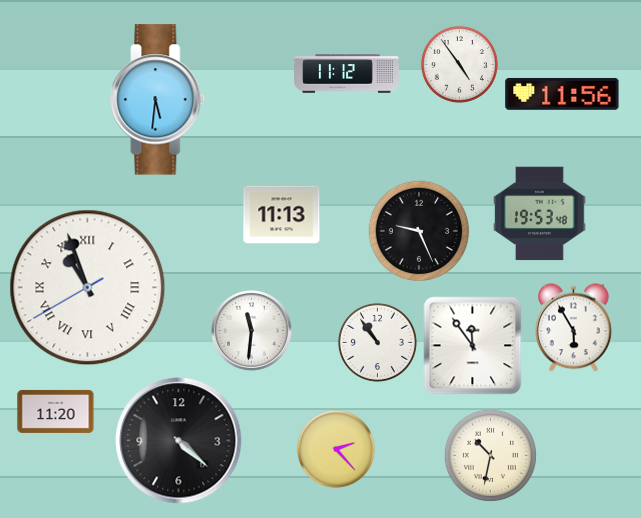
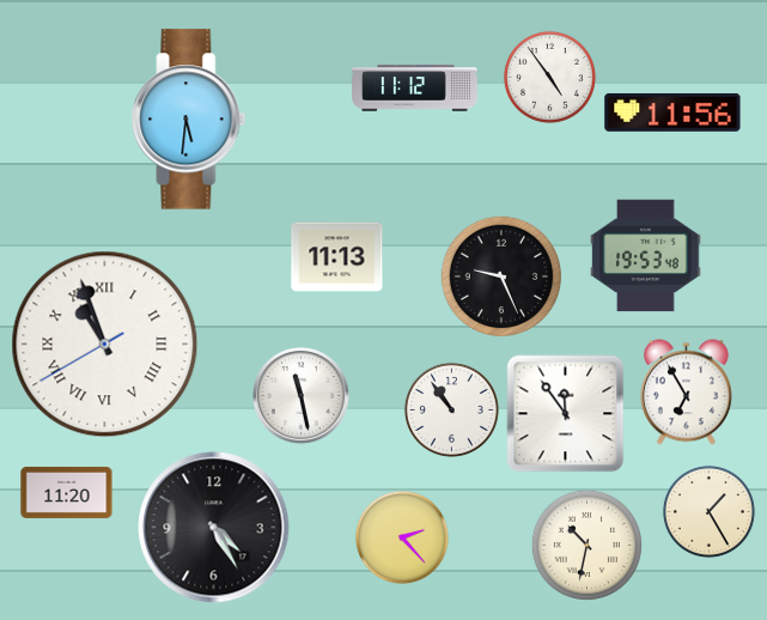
clock at (573, 328): 5:55 -> 6:55
clock at (252, 331): 11:31 -> 11:28
clock at (708, 511): none -> 1:25
clock at (179, 441): 4:22 -> 4:25
